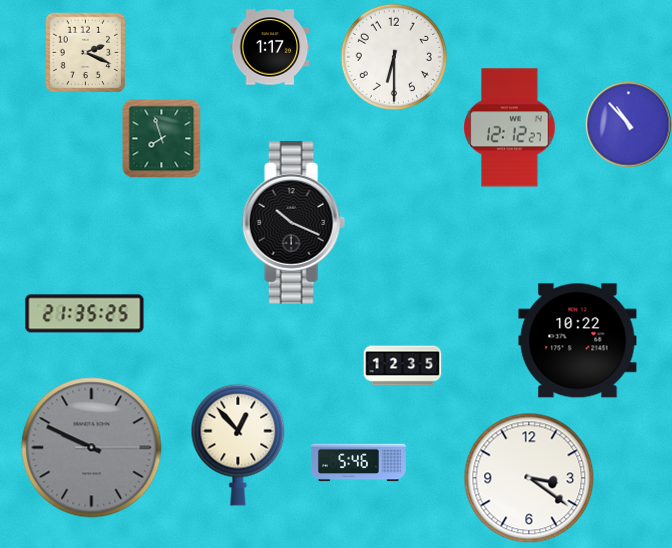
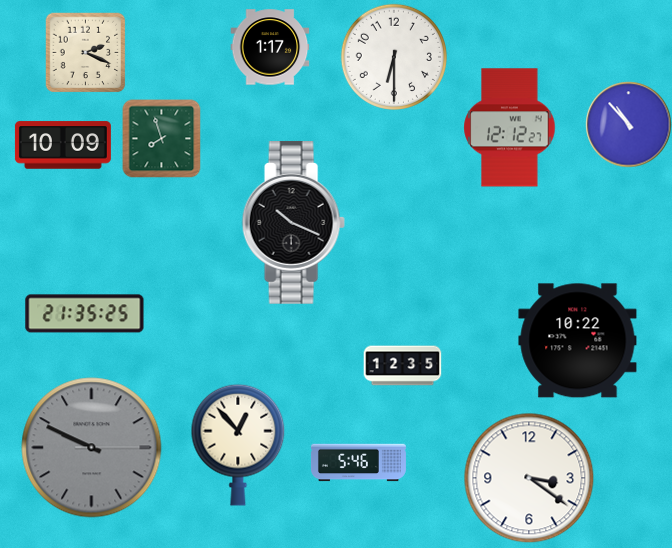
clock at (63, 145): none -> 10:09
